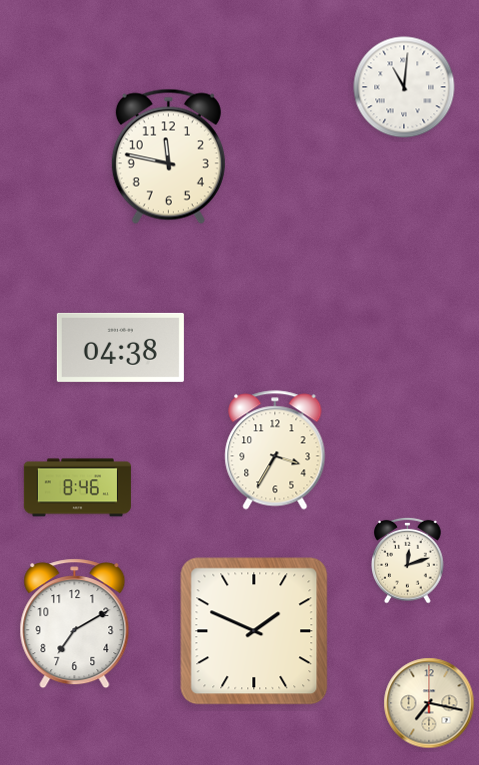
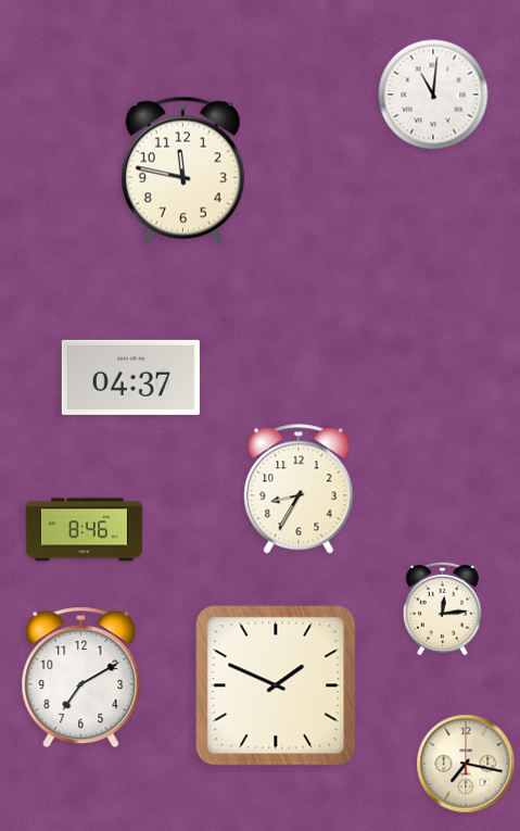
clock at (404, 87) position: (404, 87) -> (433, 95)
clock at (120, 347): 04:38 -> 04:37
clock at (275, 450): 3:35 -> 8:35
clock at (408, 560): 12:12 -> 12:14
